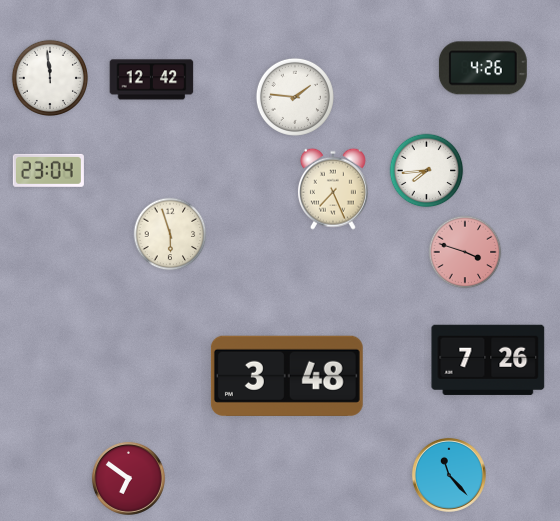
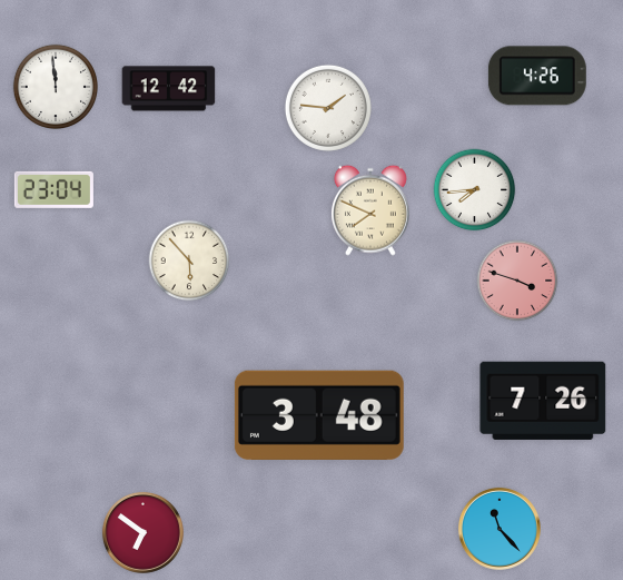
clock at (333, 189): 7:26 -> 7:49
clock at (170, 234): 5:57 -> 5:53
clock at (287, 376) position: (287, 376) -> (319, 415)
